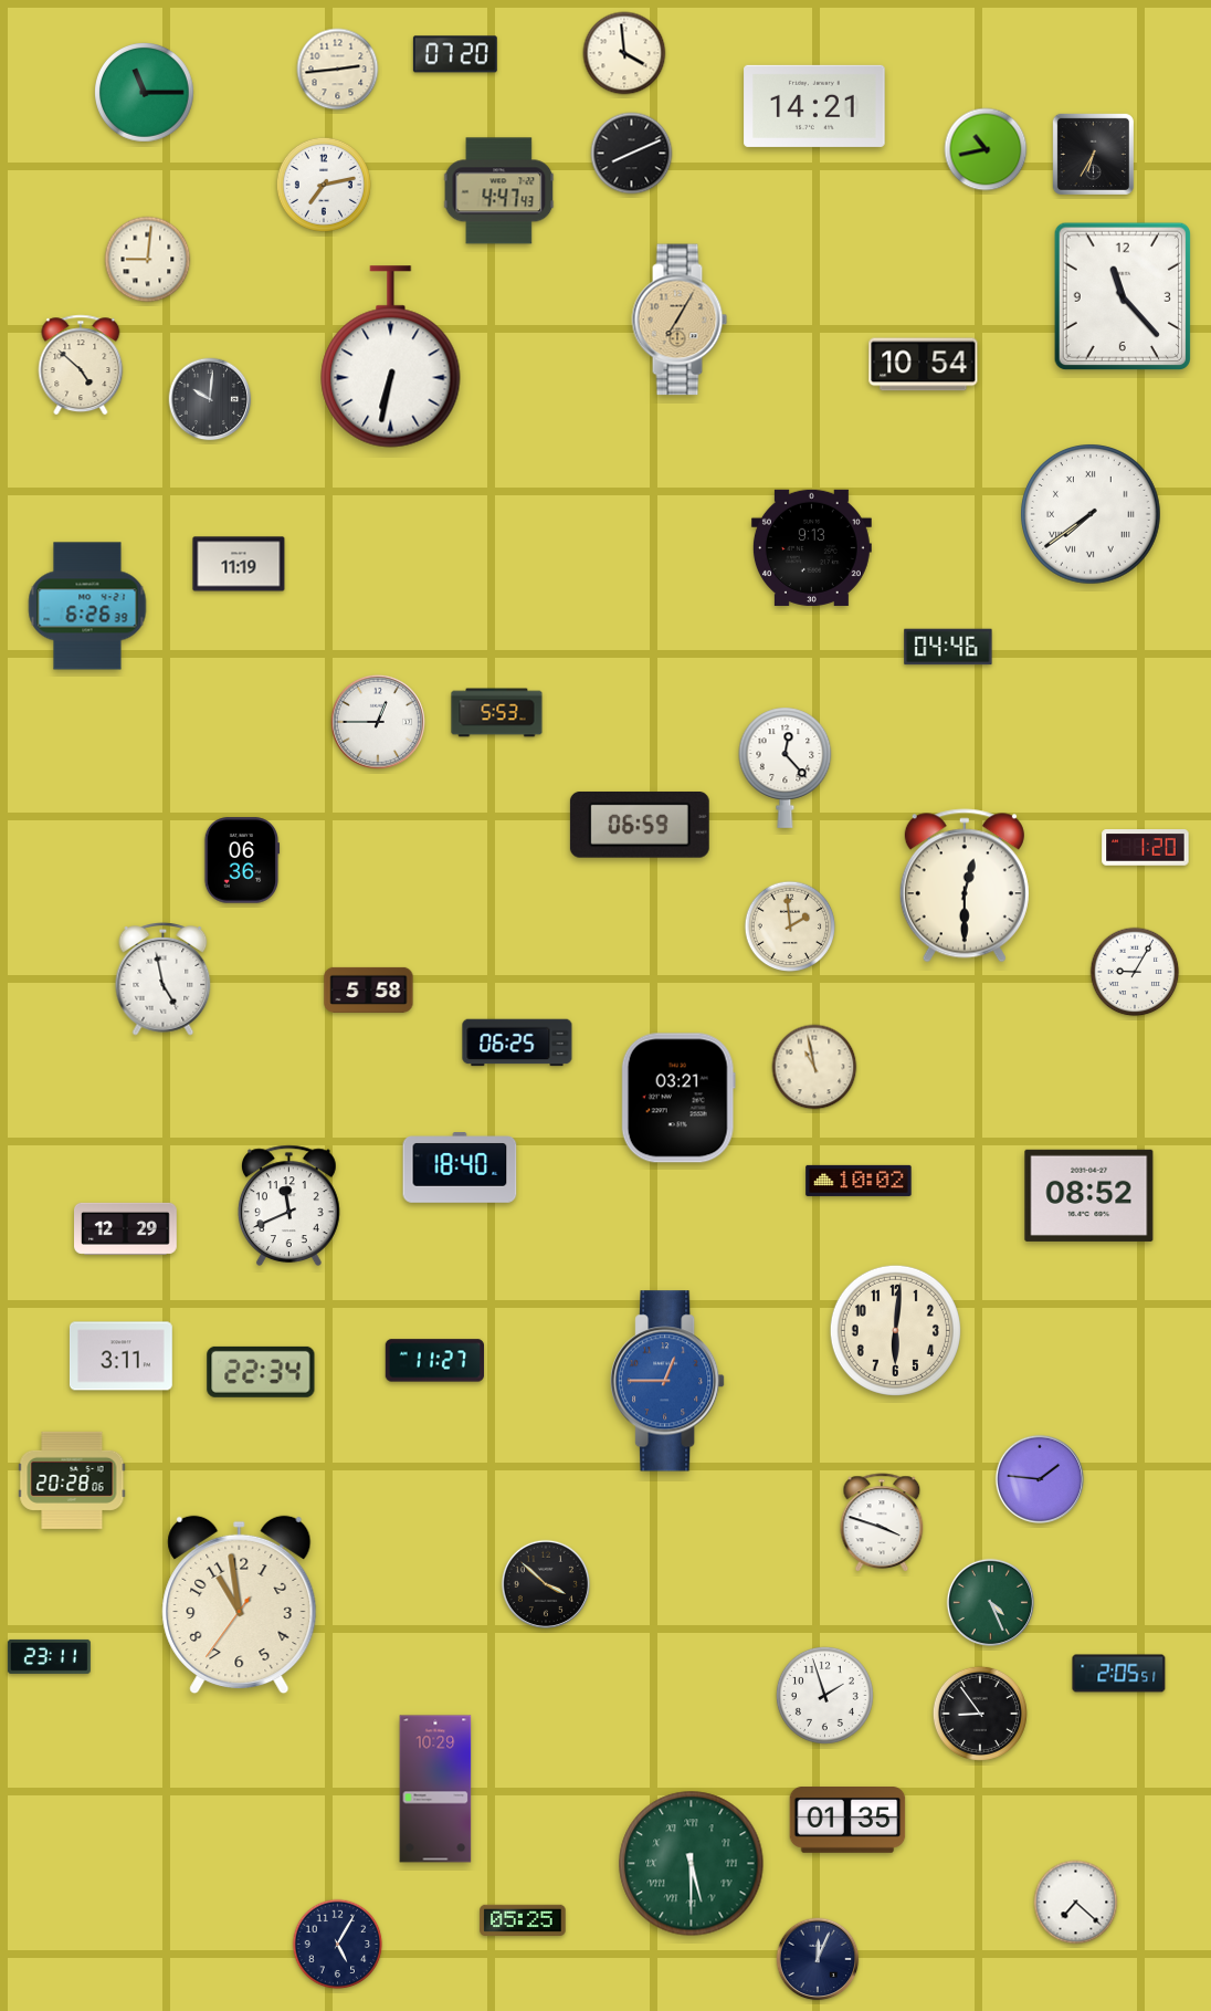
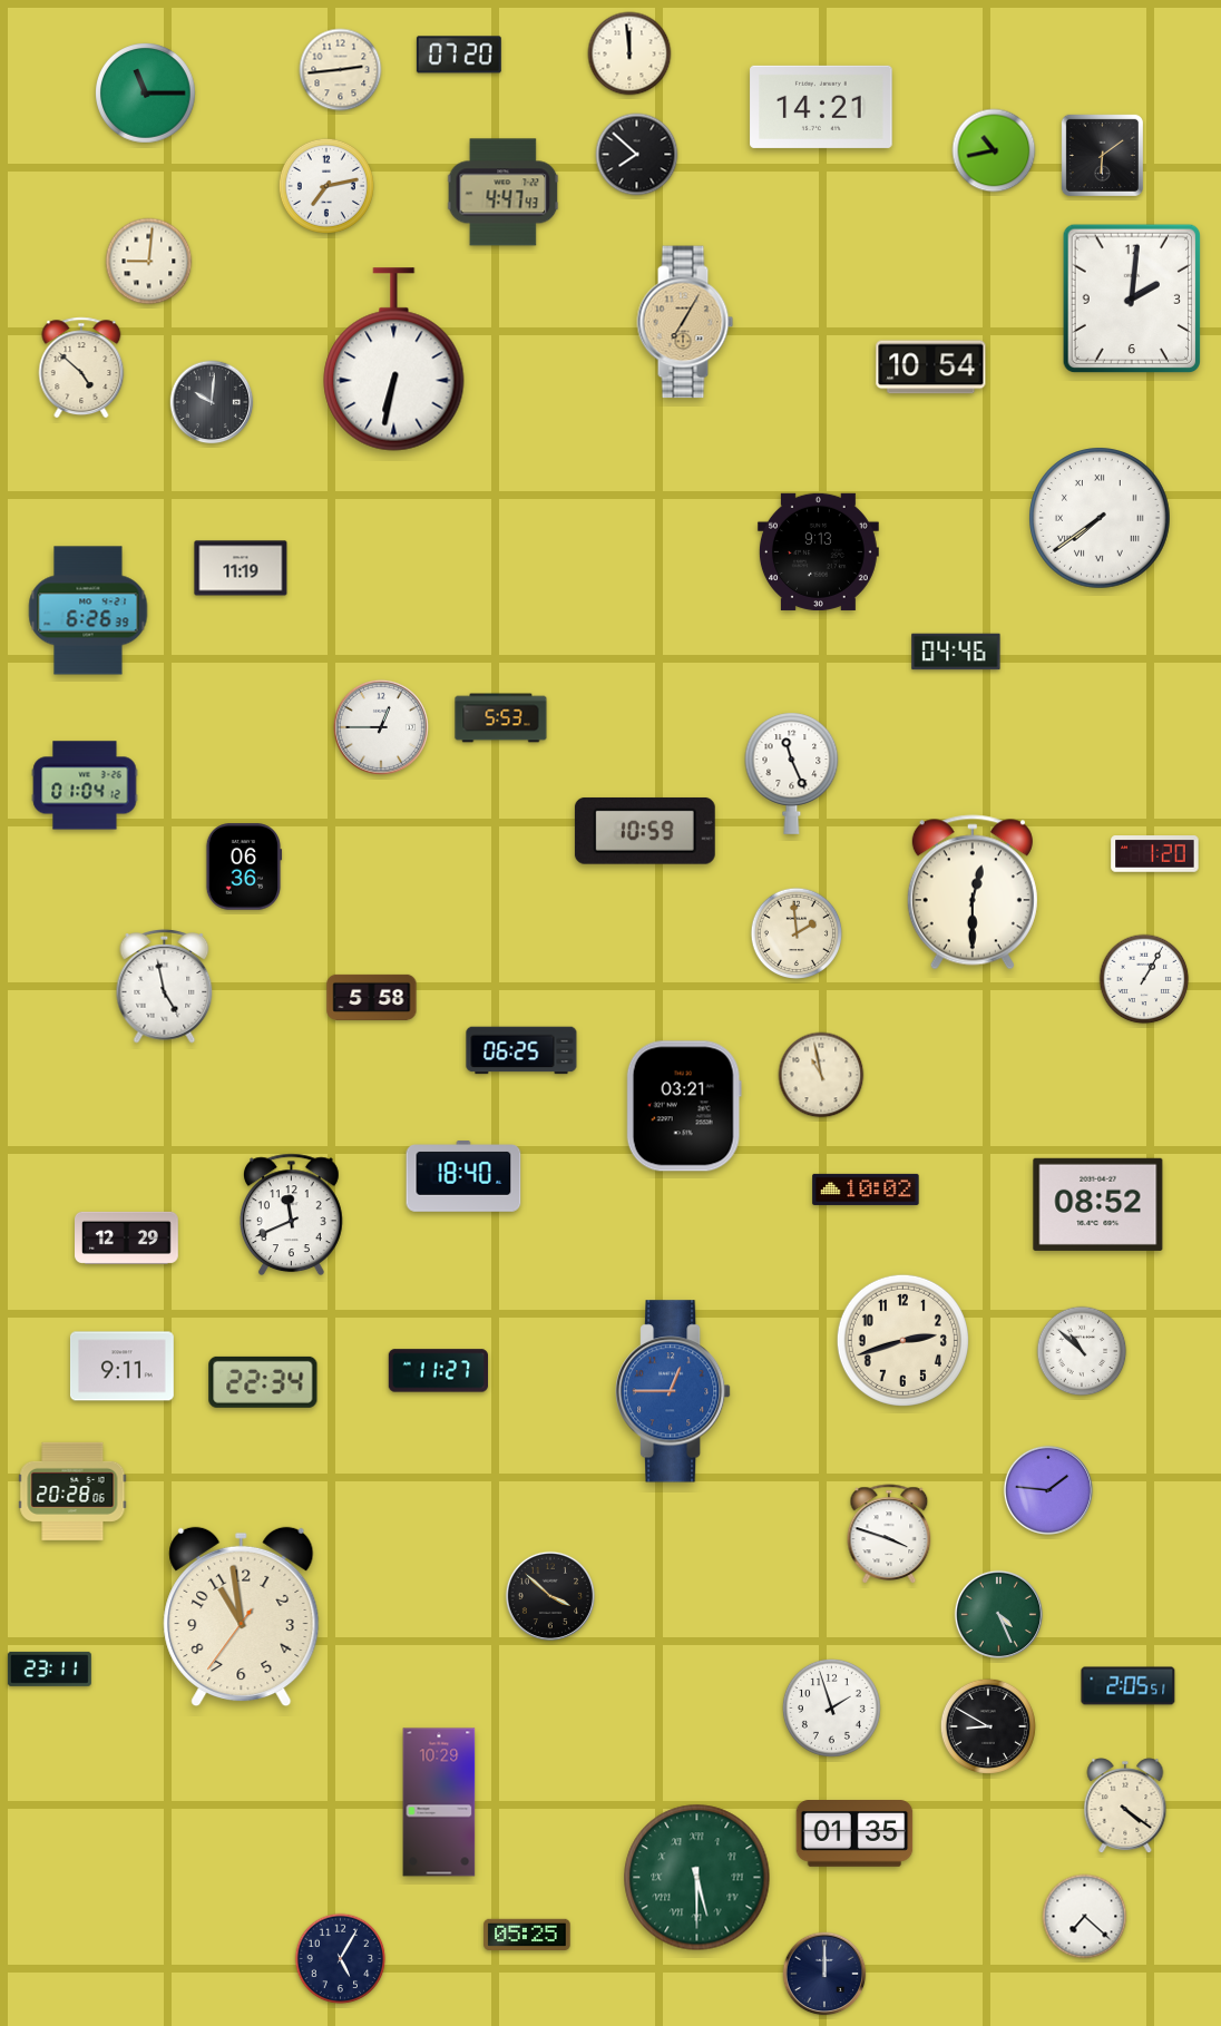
clock at (624, 53): 3:59 -> 11:59
clock at (632, 154): 8:11 -> 7:52
clock at (1093, 154): 6:35 -> 6:09
clock at (1122, 296): 11:23 -> 2:01
clock at (786, 767): 12:23 -> 11:26
clock at (85, 785): none -> 01:04
clock at (640, 825): 06:59 -> 10:59
clock at (1135, 972): 9:05 -> 1:05
clock at (895, 1330): 6:01 -> 2:42
clock at (1082, 1351): none -> 10:52
clock at (122, 1357): 3:11 -> 9:11
clock at (980, 1714): 8:54 -> 8:50
clock at (1125, 1807): none -> 4:21
clock at (818, 1959): 12:04 -> 12:00
